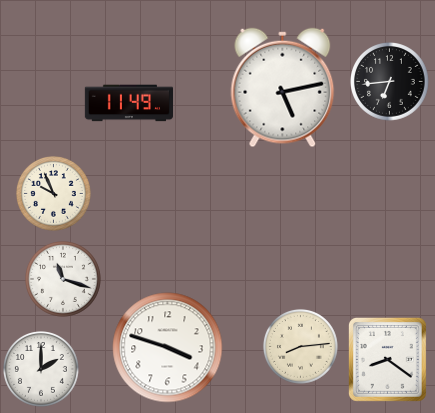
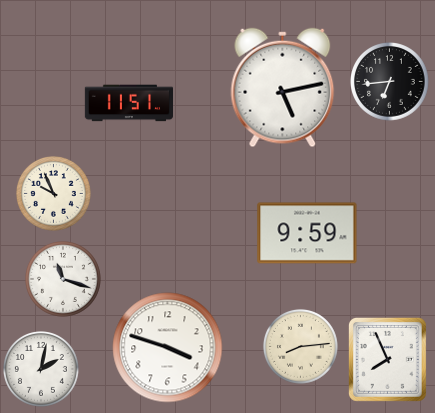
clock at (128, 103): 11:49 -> 11:51
clock at (307, 233): none -> 9:59
clock at (387, 359): 8:21 -> 7:56
clock at (42, 370): 2:00 -> 2:02
